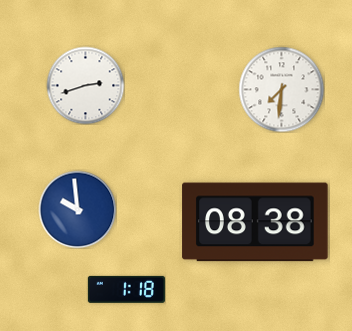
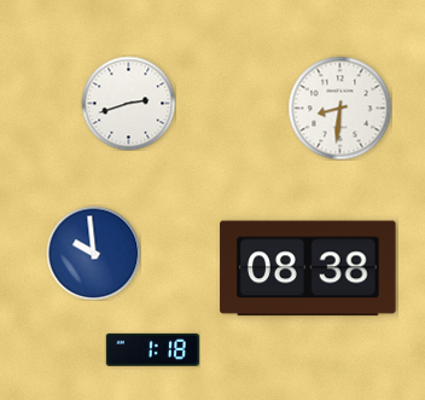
clock at (85, 85) position: (85, 85) -> (128, 103)
clock at (281, 89): 7:31 -> 8:31
